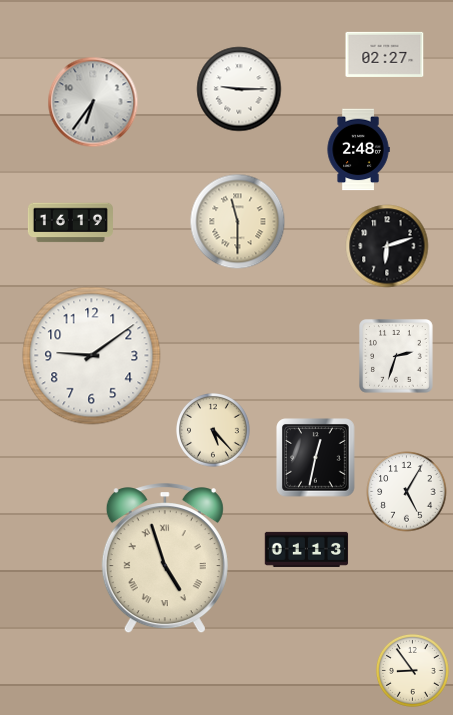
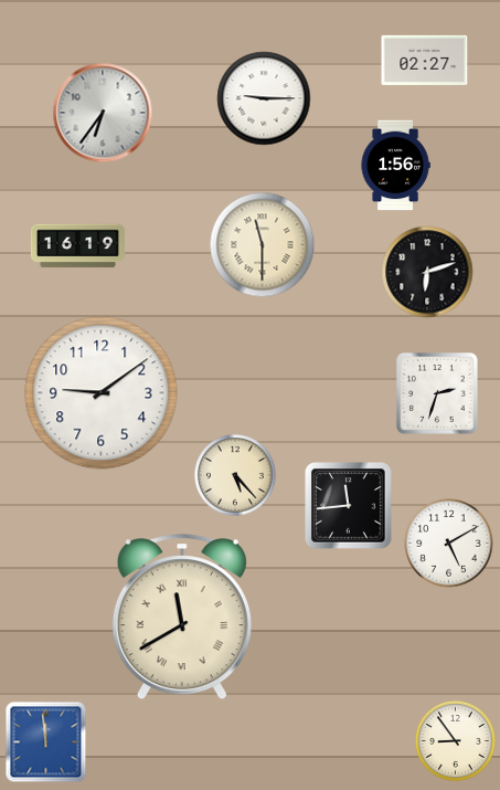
clock at (358, 150): 2:48 -> 1:56
clock at (316, 458): 12:32 -> 11:44
clock at (407, 492): 5:05 -> 5:10
clock at (307, 549): 01:13 -> none
clock at (165, 559): 4:57 -> 11:40
clock at (46, 742): none -> 11:59
